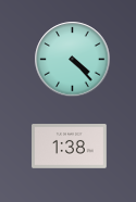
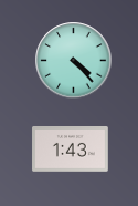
clock at (70, 147): 1:38 -> 1:43
